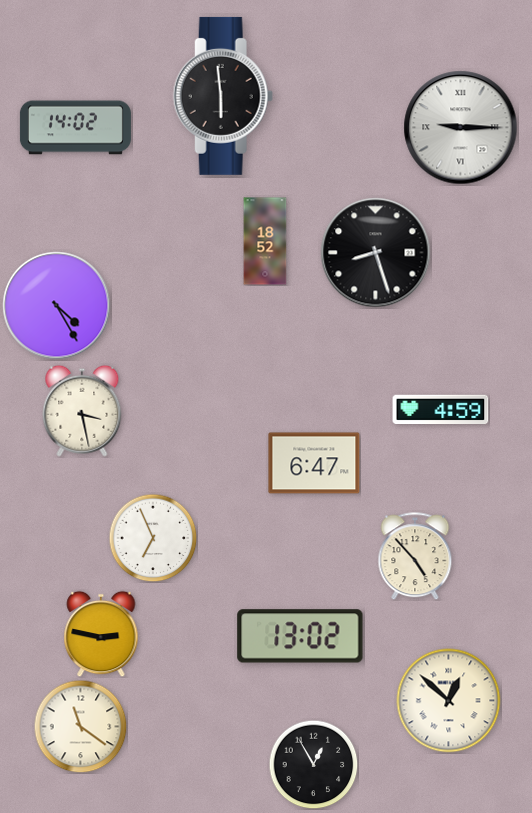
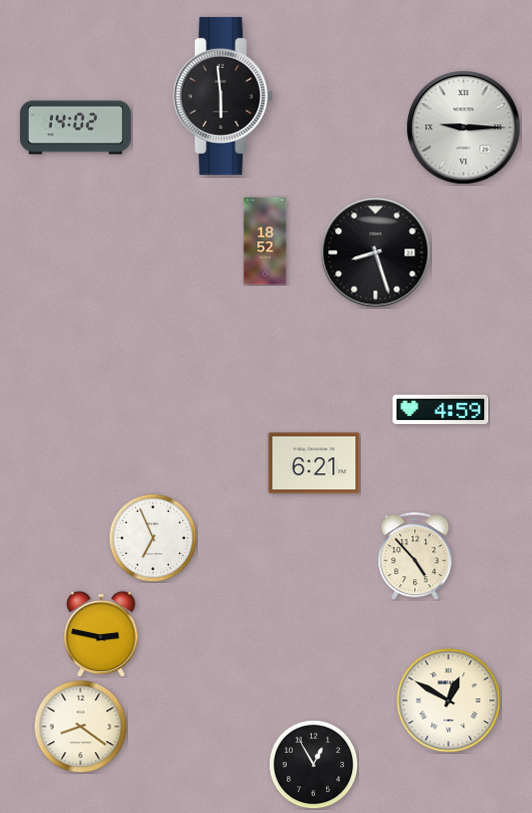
clock at (461, 128) position: (461, 128) -> (464, 128)
clock at (57, 306): 4:25 -> none
clock at (82, 411): 3:28 -> none
clock at (314, 463): 6:47 -> 6:21
clock at (300, 636): 13:02 -> none
clock at (449, 701): 12:52 -> 12:50
clock at (80, 726): 11:21 -> 8:21
